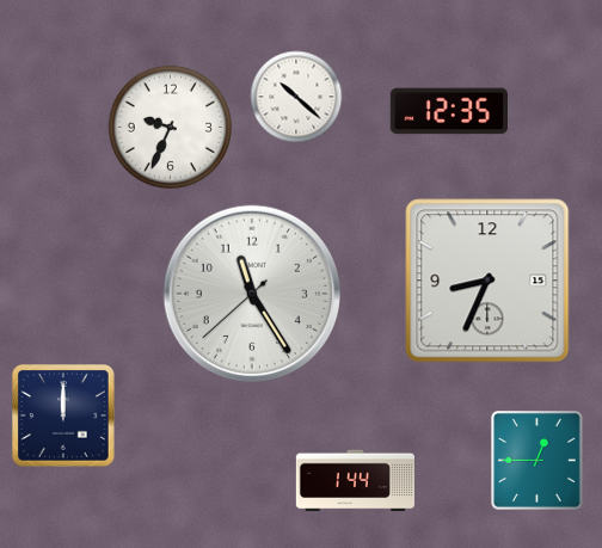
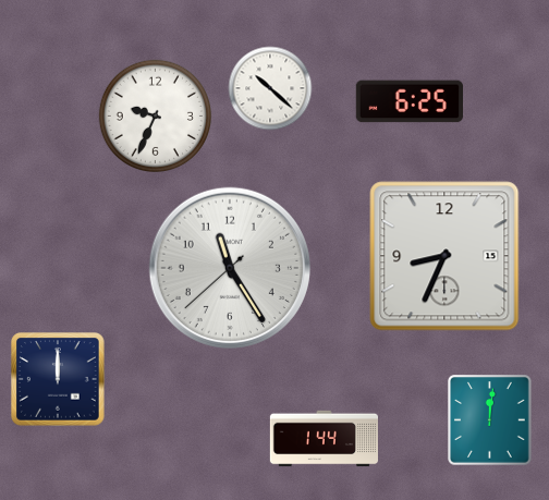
clock at (448, 111): 12:35 -> 6:25
clock at (537, 461): 12:45 -> 12:01
